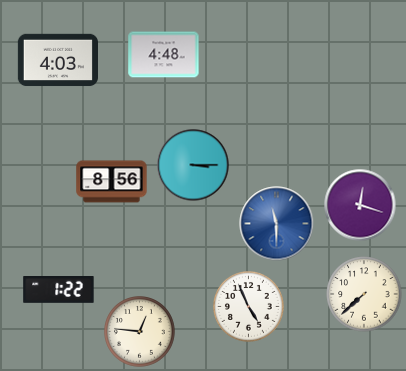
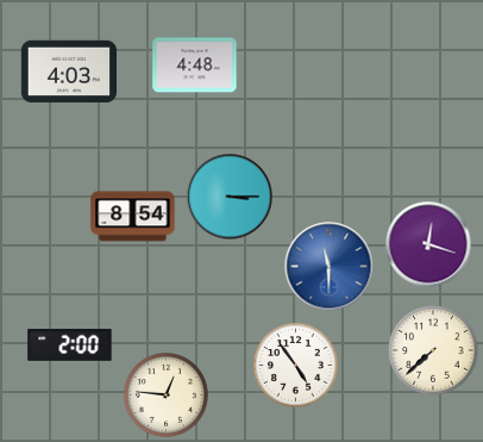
clock at (112, 182): 8:56 -> 8:54
clock at (59, 290): 1:22 -> 2:00
clock at (249, 307): 4:56 -> 4:54
